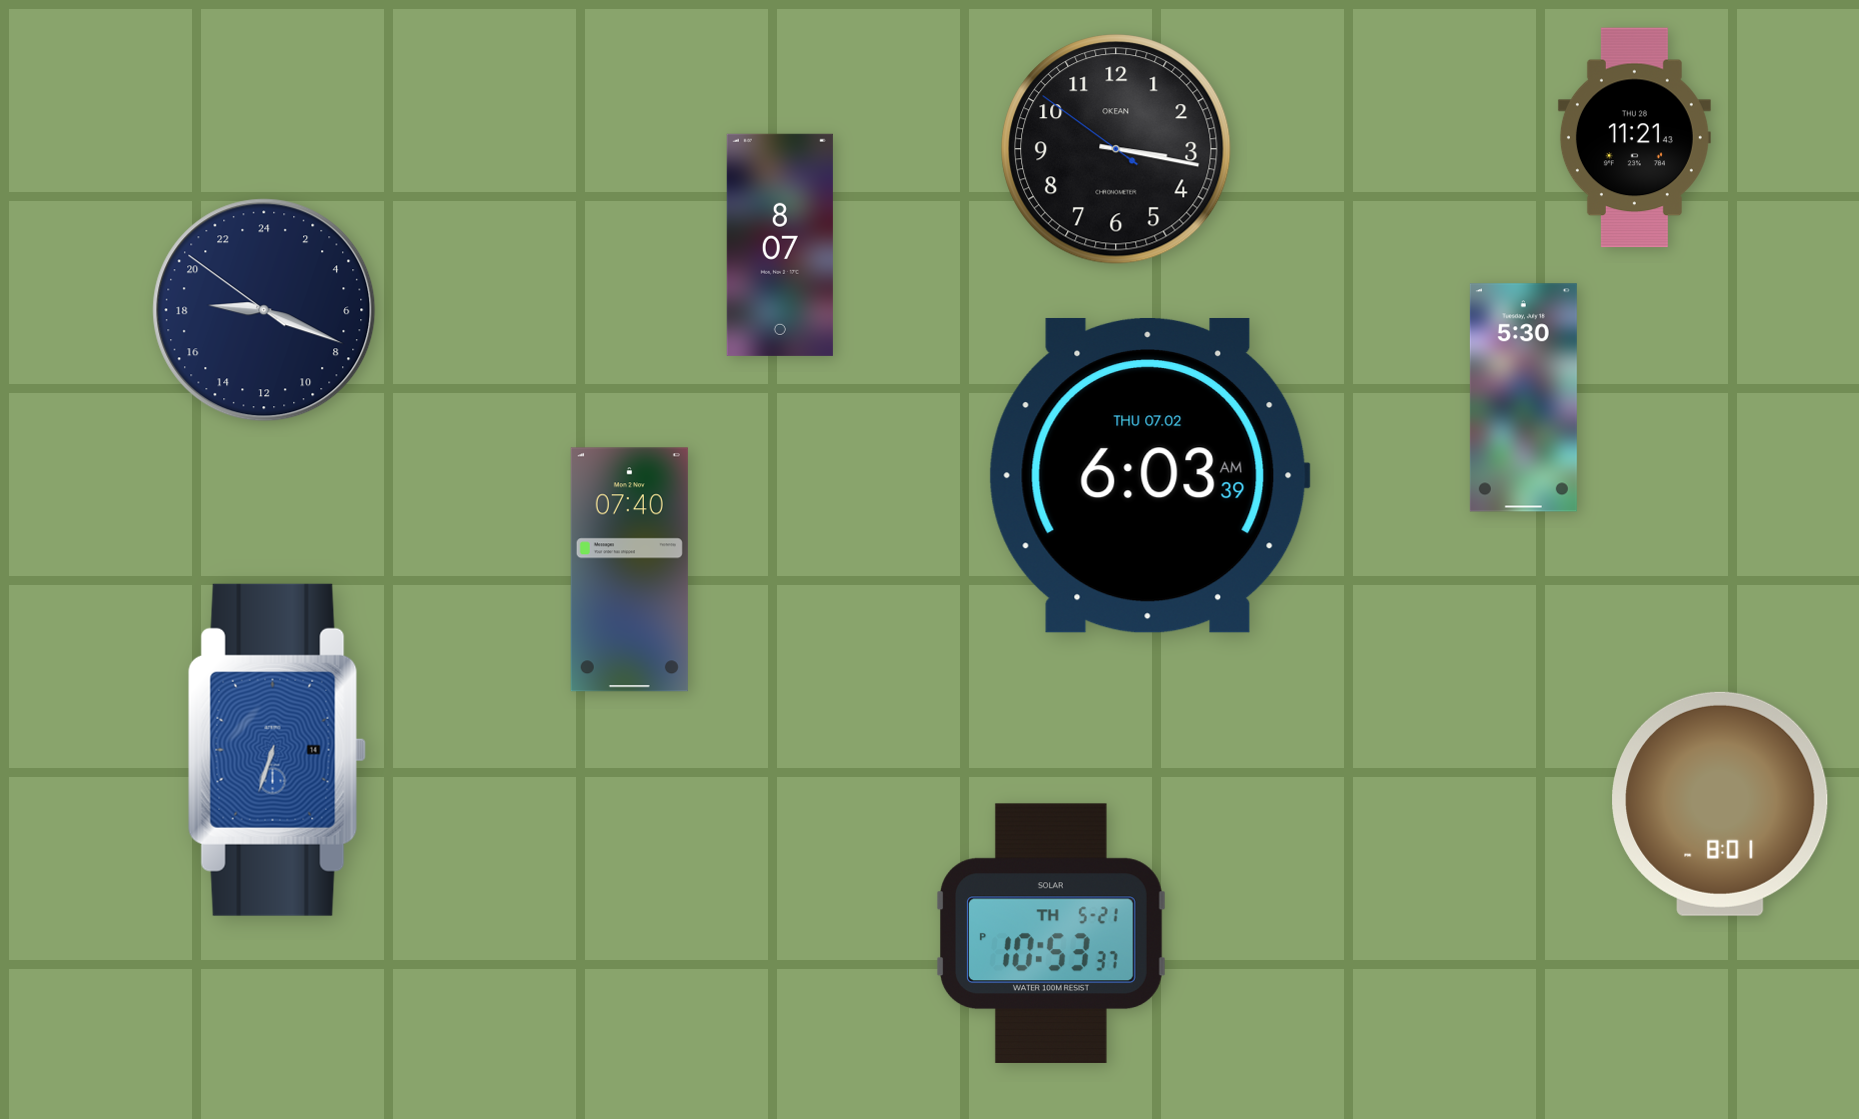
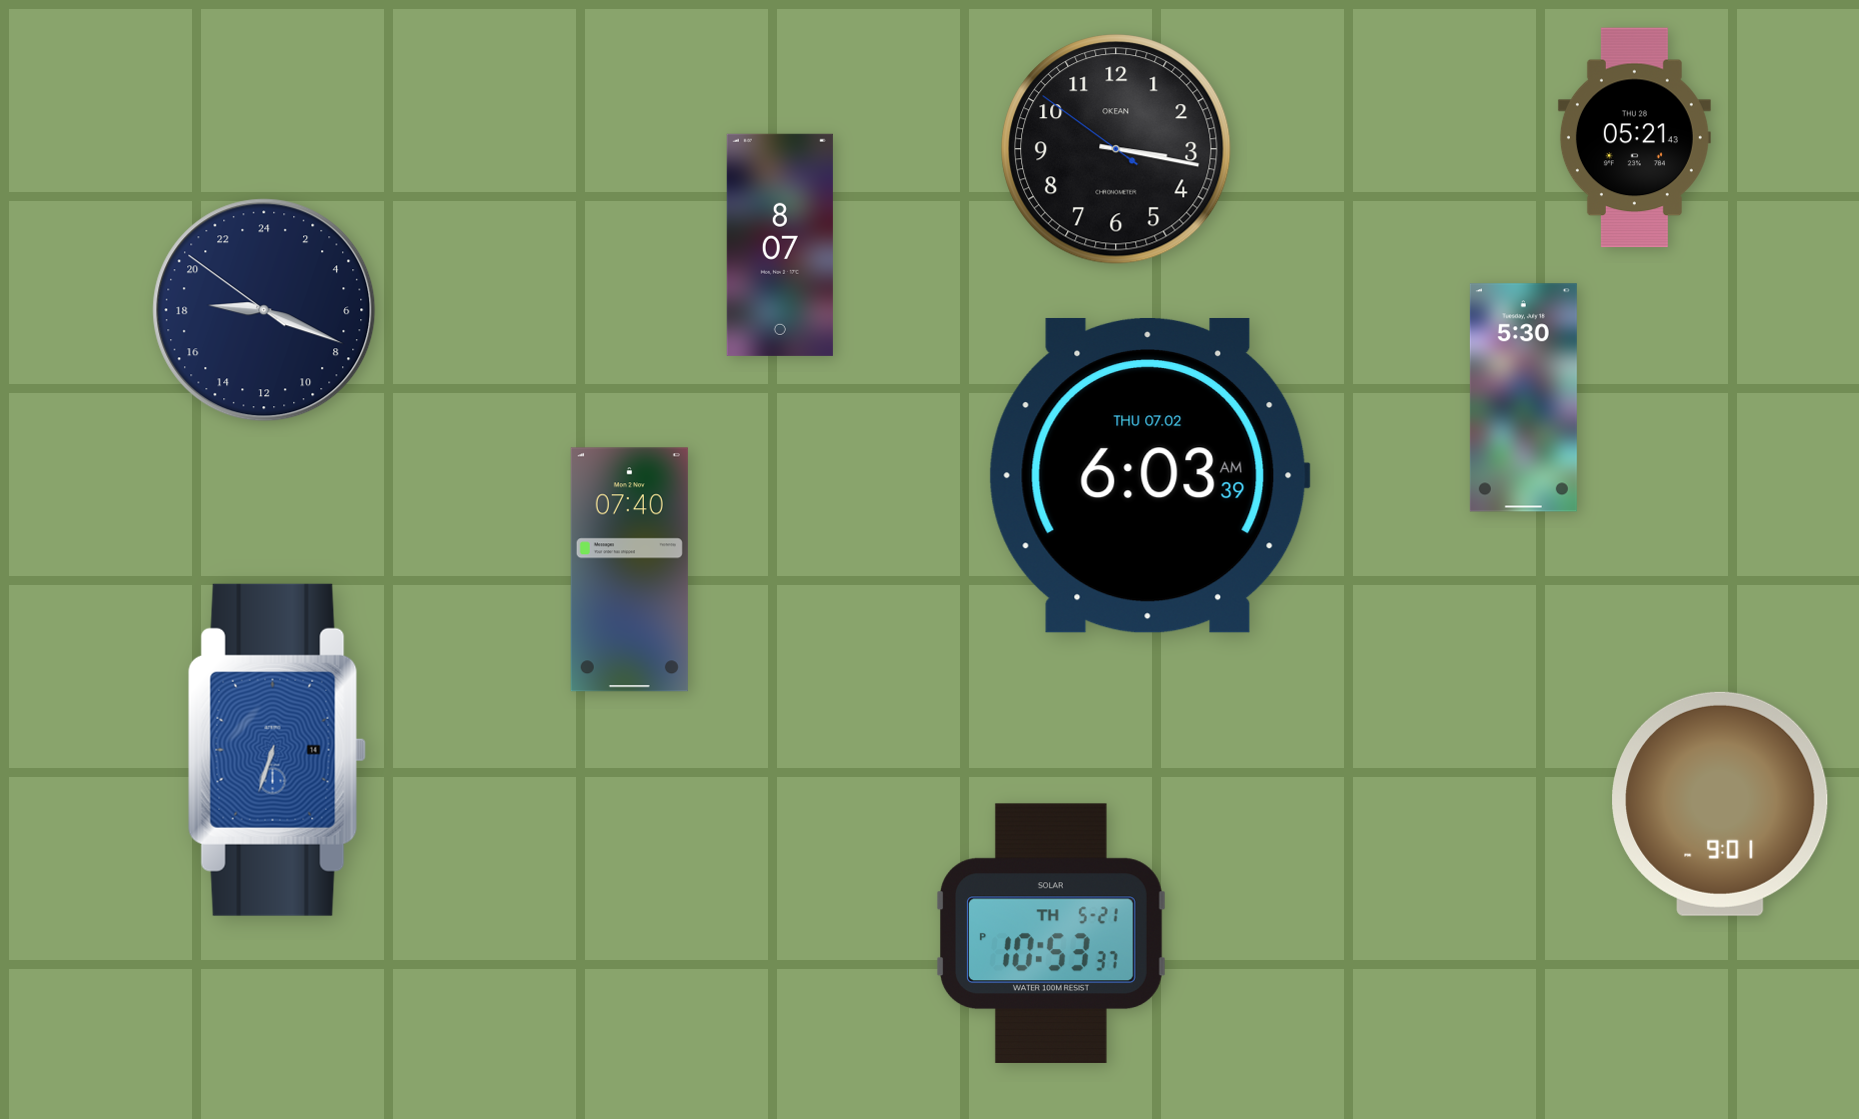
clock at (1634, 138): 11:21 -> 05:21
clock at (1720, 804): 8:01 -> 9:01
